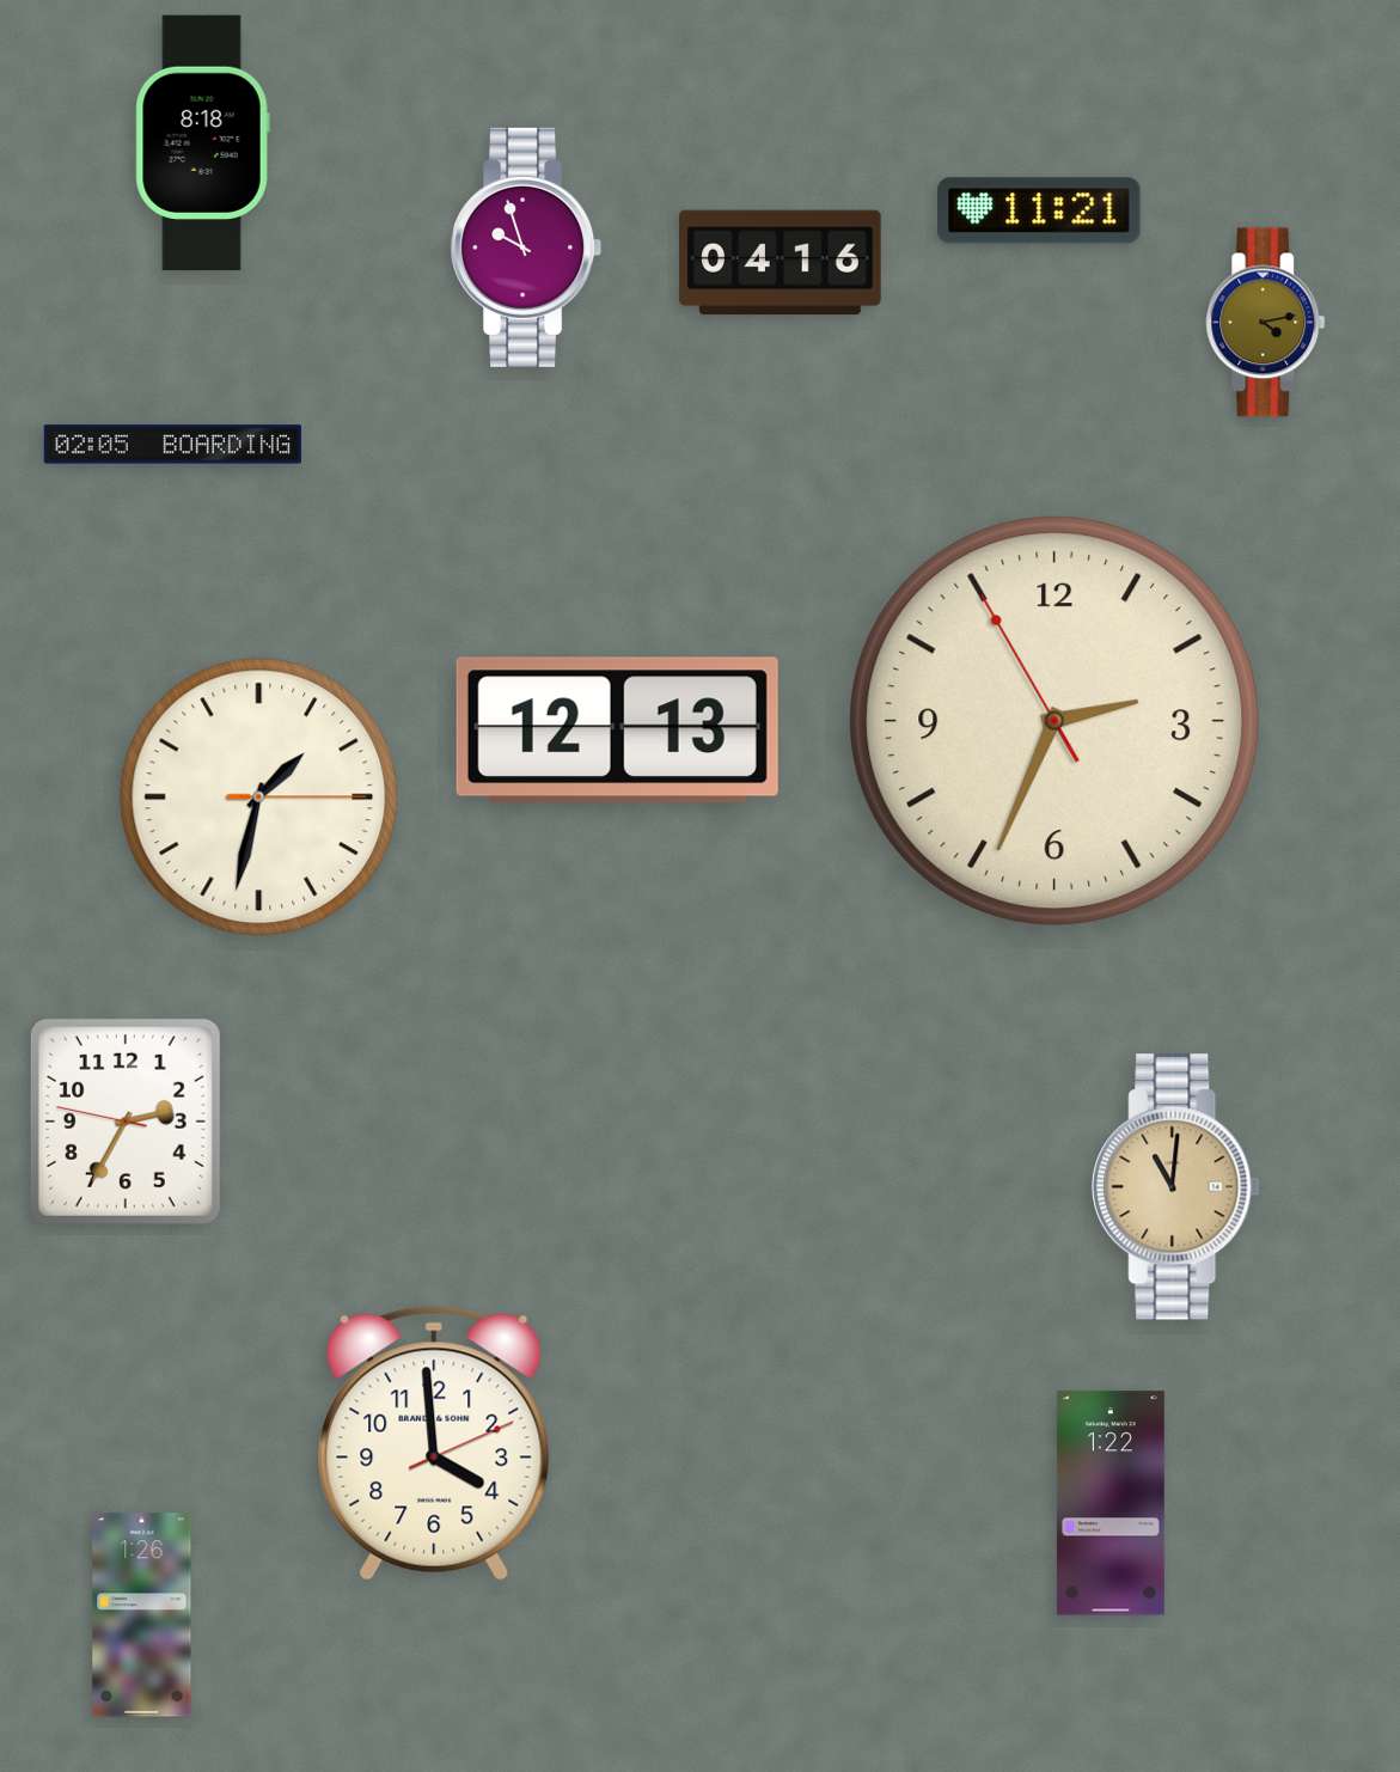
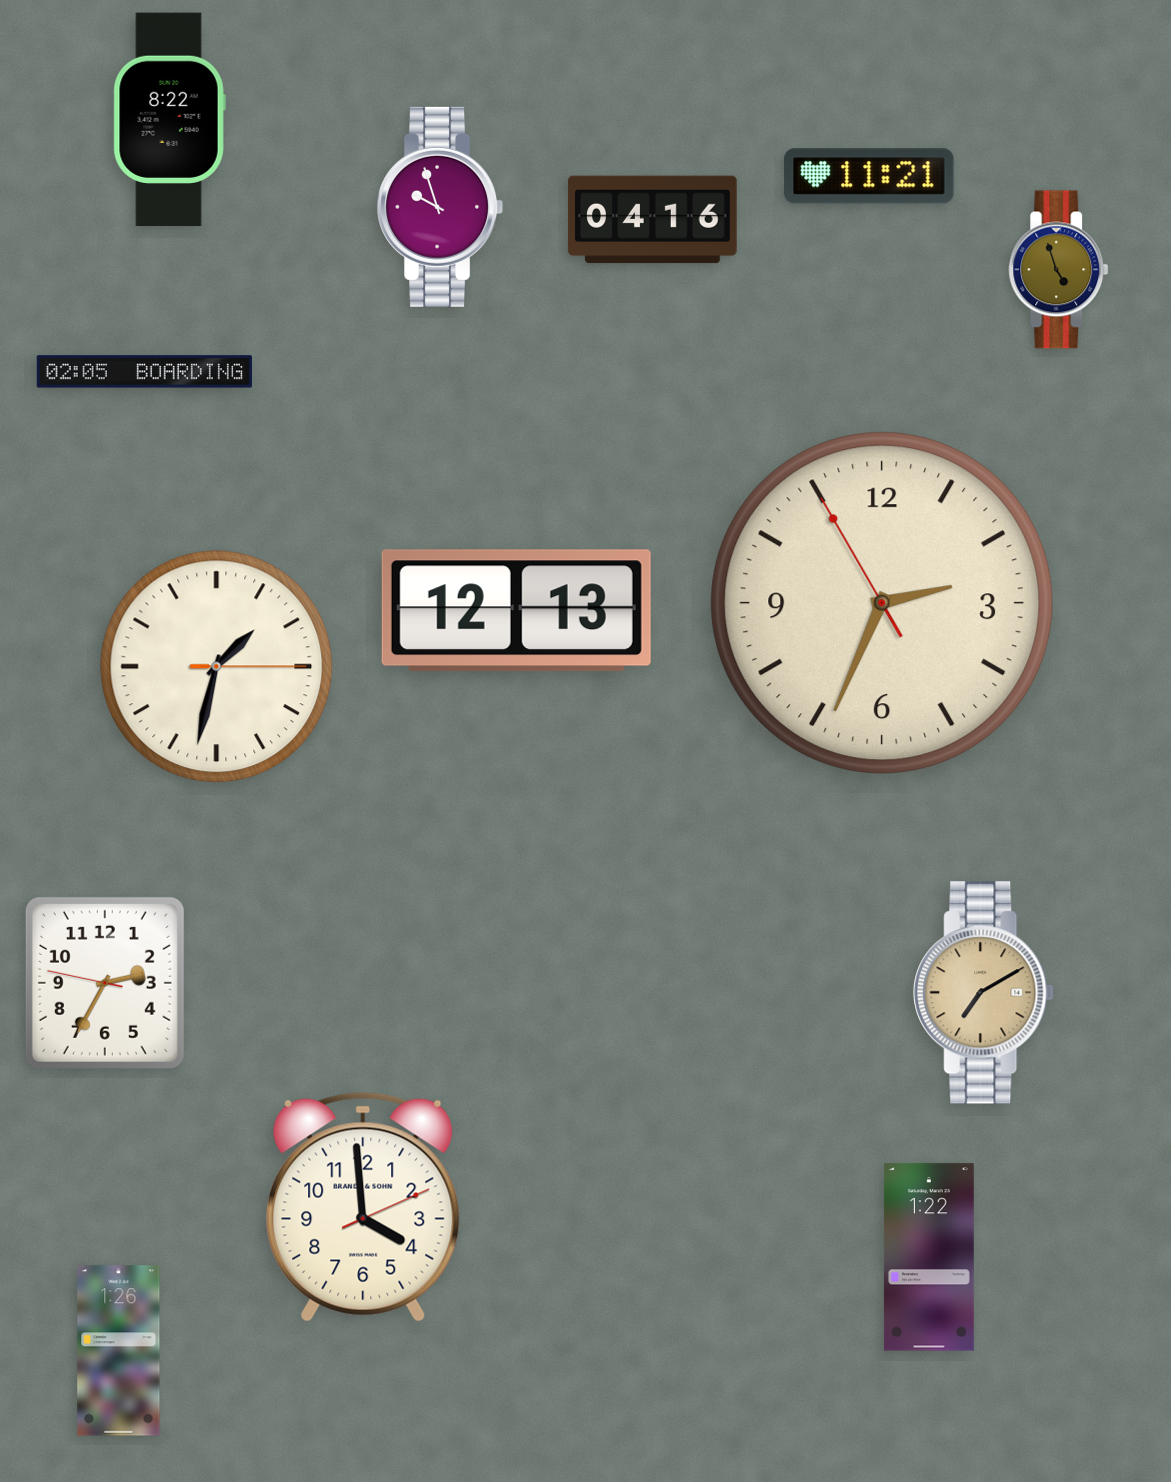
clock at (202, 143): 8:18 -> 8:22
clock at (1266, 323): 4:13 -> 4:57
clock at (126, 1122) position: (126, 1122) -> (105, 983)
clock at (1176, 1187): 11:01 -> 7:10
